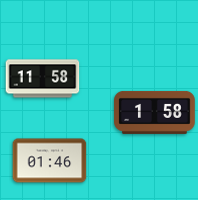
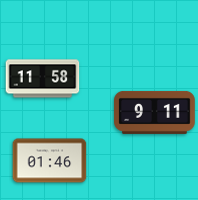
clock at (155, 112): 1:58 -> 9:11
